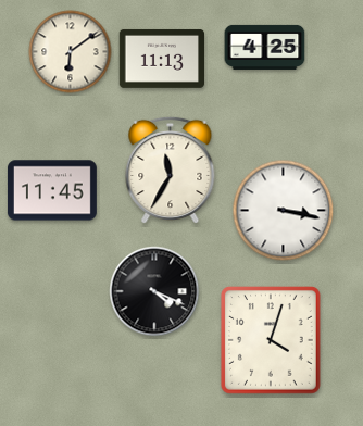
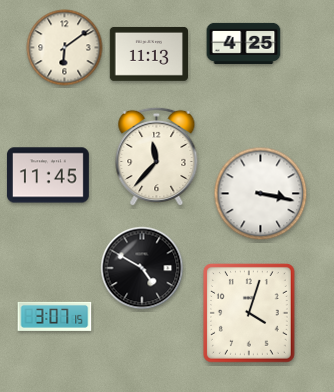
clock at (171, 171): 11:35 -> 11:37
clock at (154, 291): 4:19 -> 4:50
clock at (55, 316): none -> 3:07
